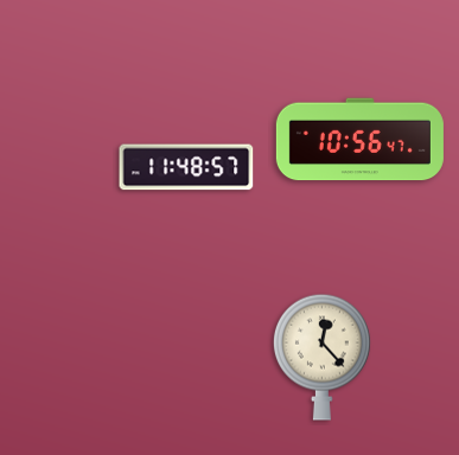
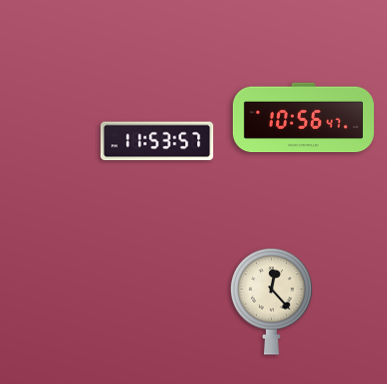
clock at (186, 167): 11:48 -> 11:53
